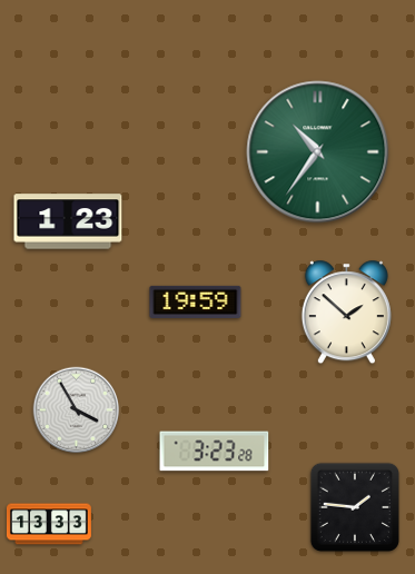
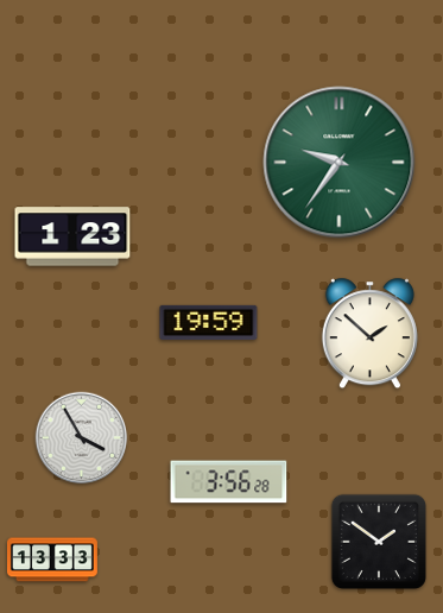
clock at (318, 152): 10:36 -> 9:36
clock at (215, 452): 3:23 -> 3:56
clock at (355, 507): 1:46 -> 1:51
